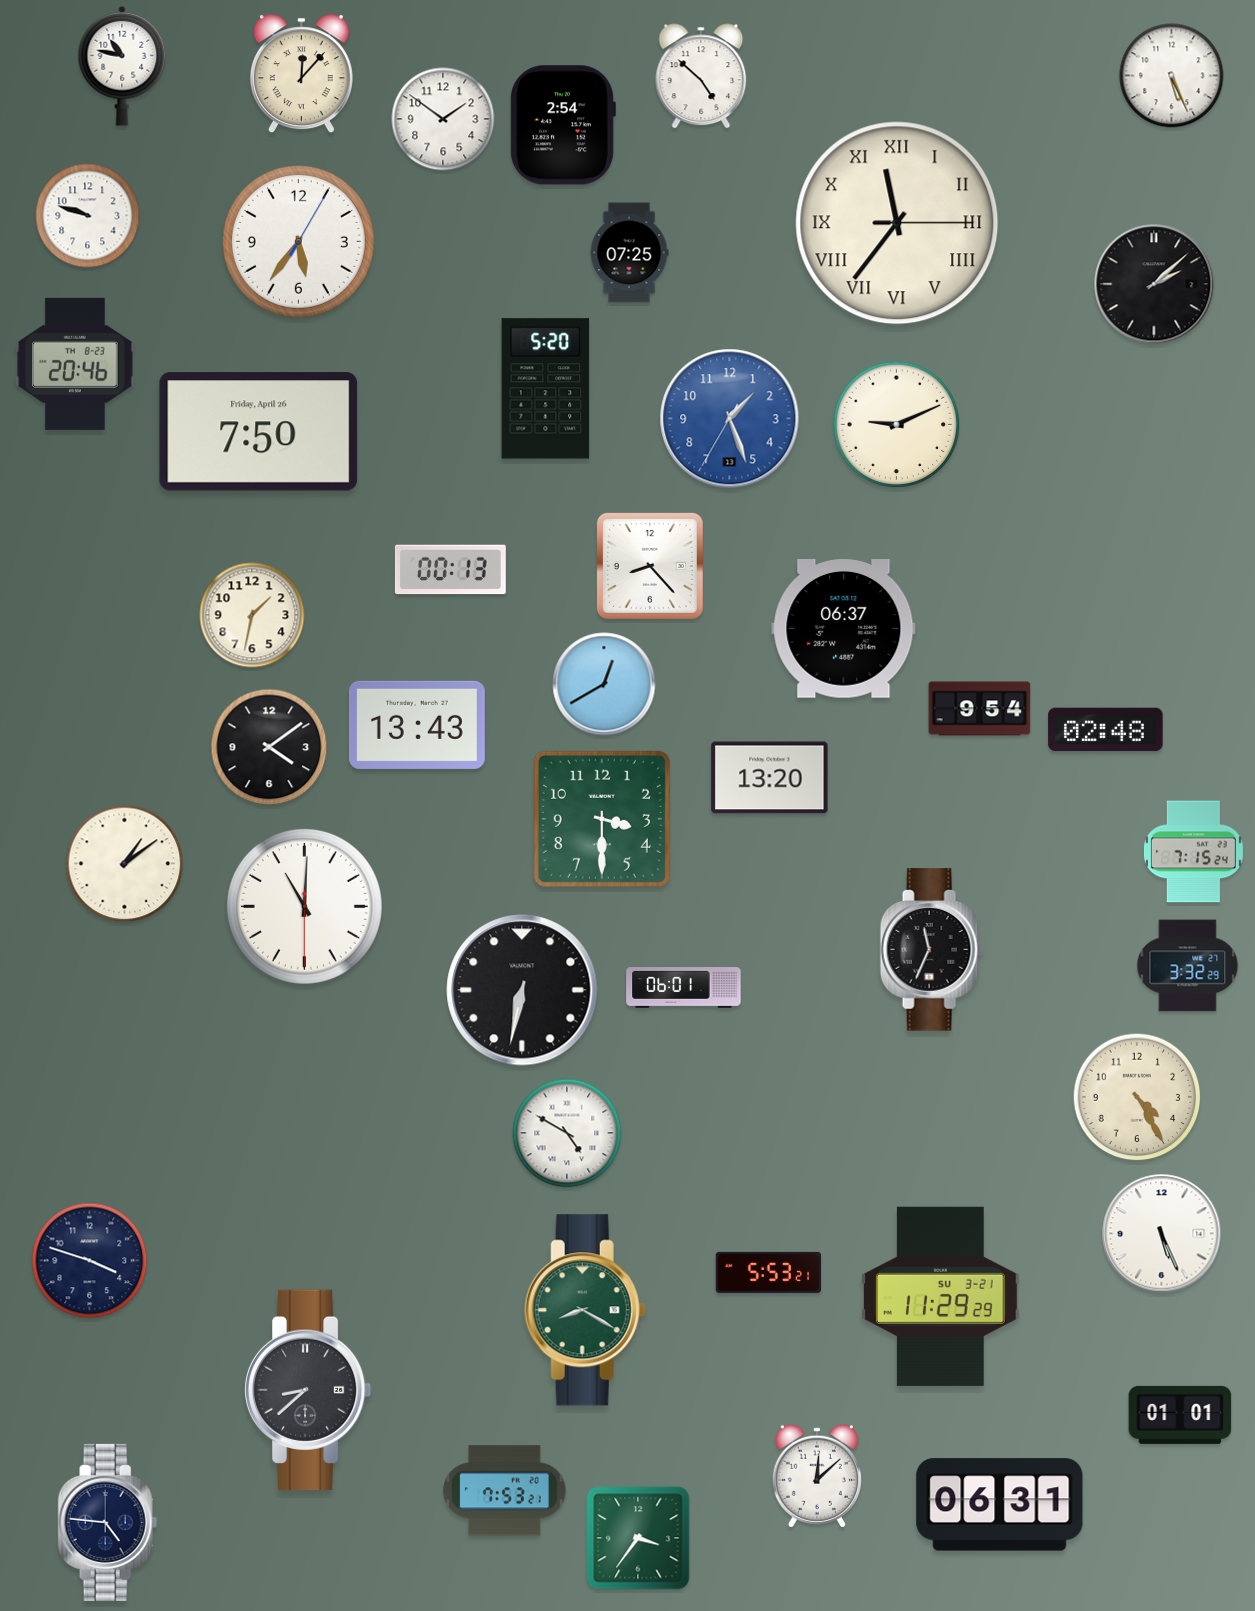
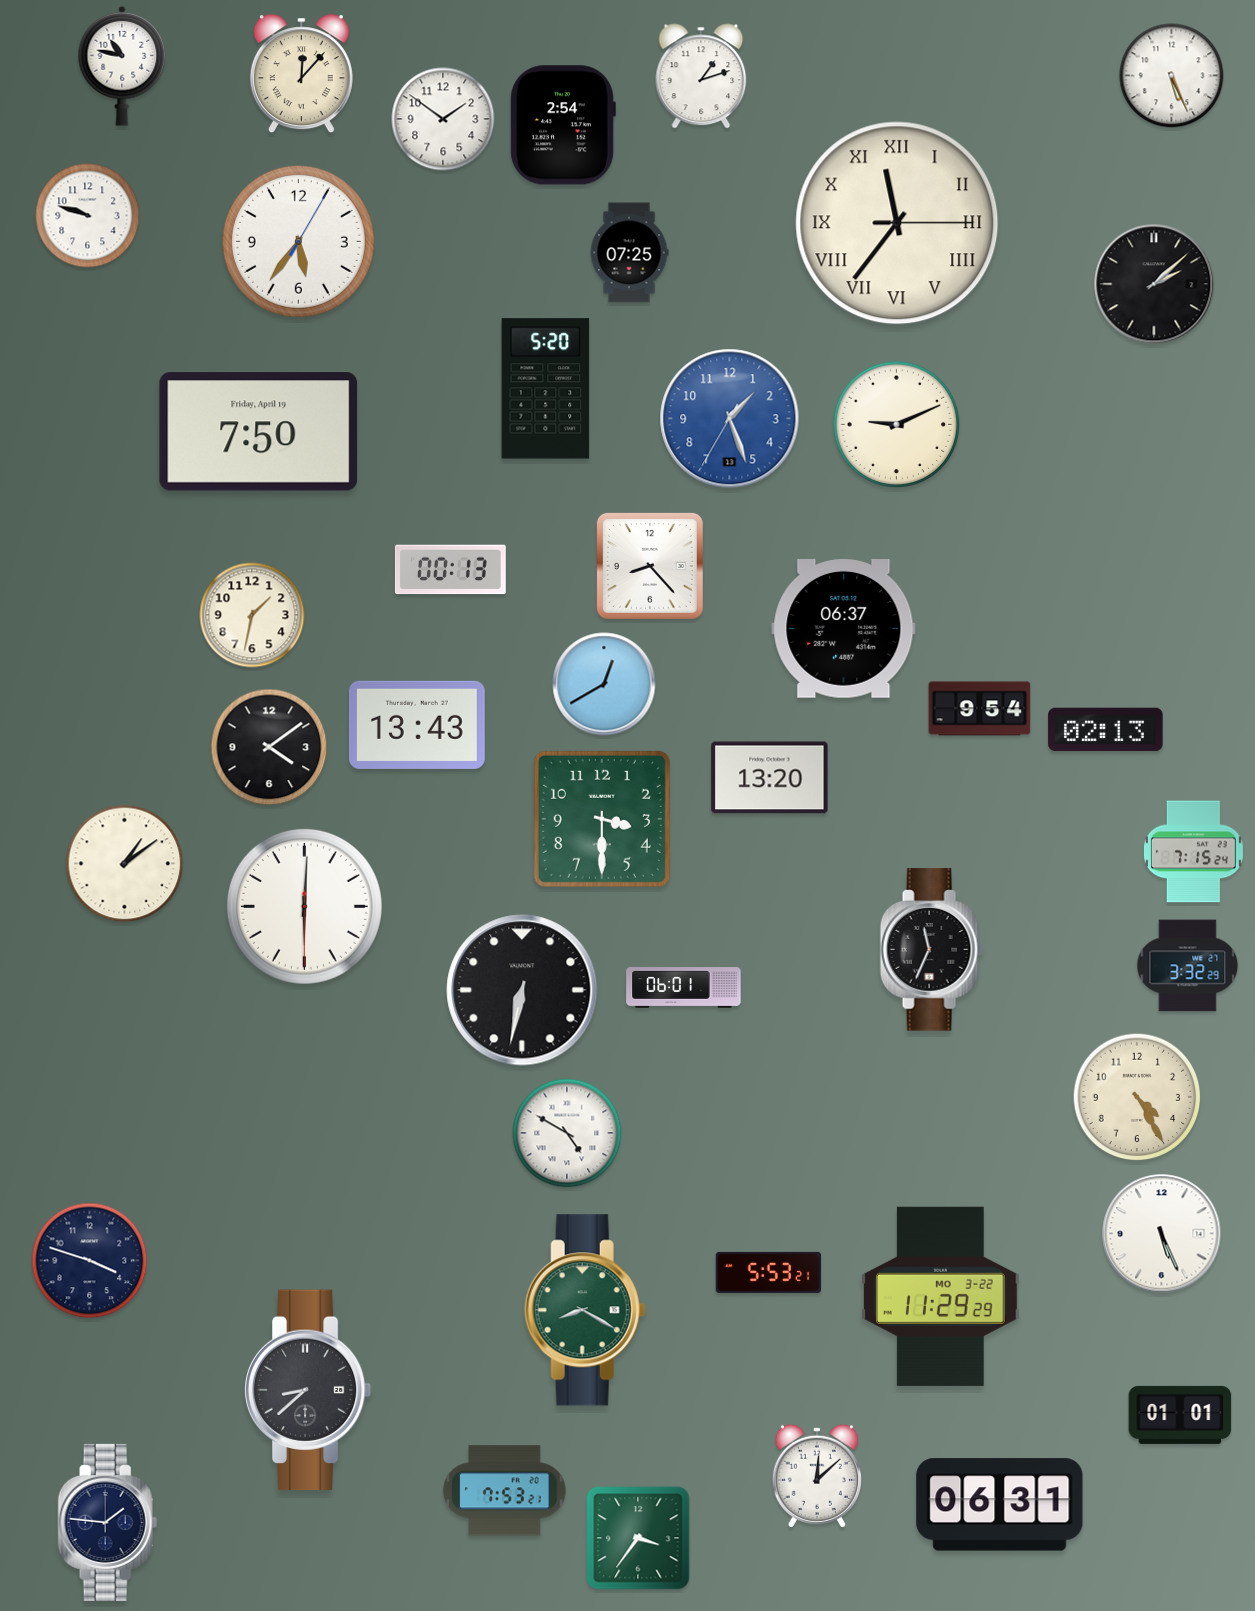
clock at (701, 76): 4:52 -> 1:12
clock at (75, 364): 20:46 -> none
clock at (259, 432) date: Friday, April 26 -> Friday, April 19
clock at (1106, 730): 02:48 -> 02:13
clock at (304, 906): 11:00 -> 6:00
clock at (940, 1296) date: SU 3-21 -> MO 3-22
clock at (108, 1522): 4:46 -> 1:46
